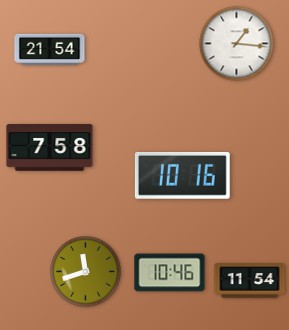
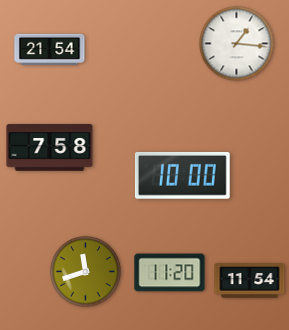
clock at (182, 175): 10:16 -> 10:00
clock at (170, 273): 10:46 -> 11:20
